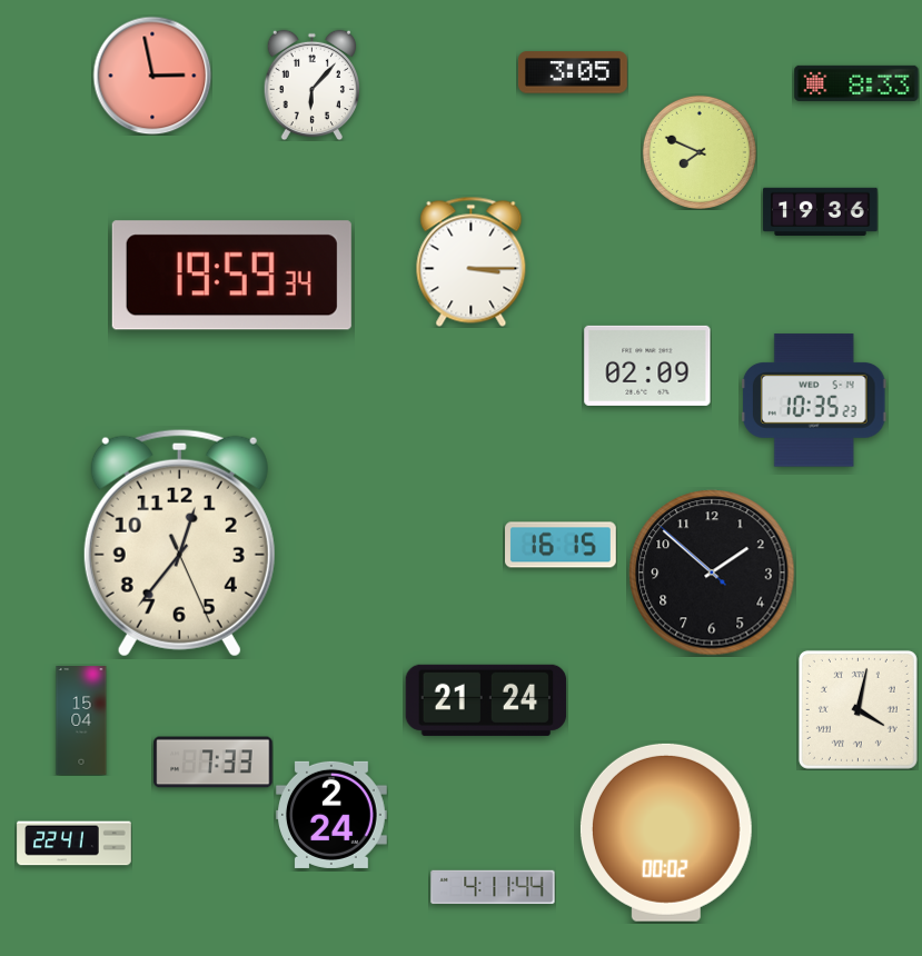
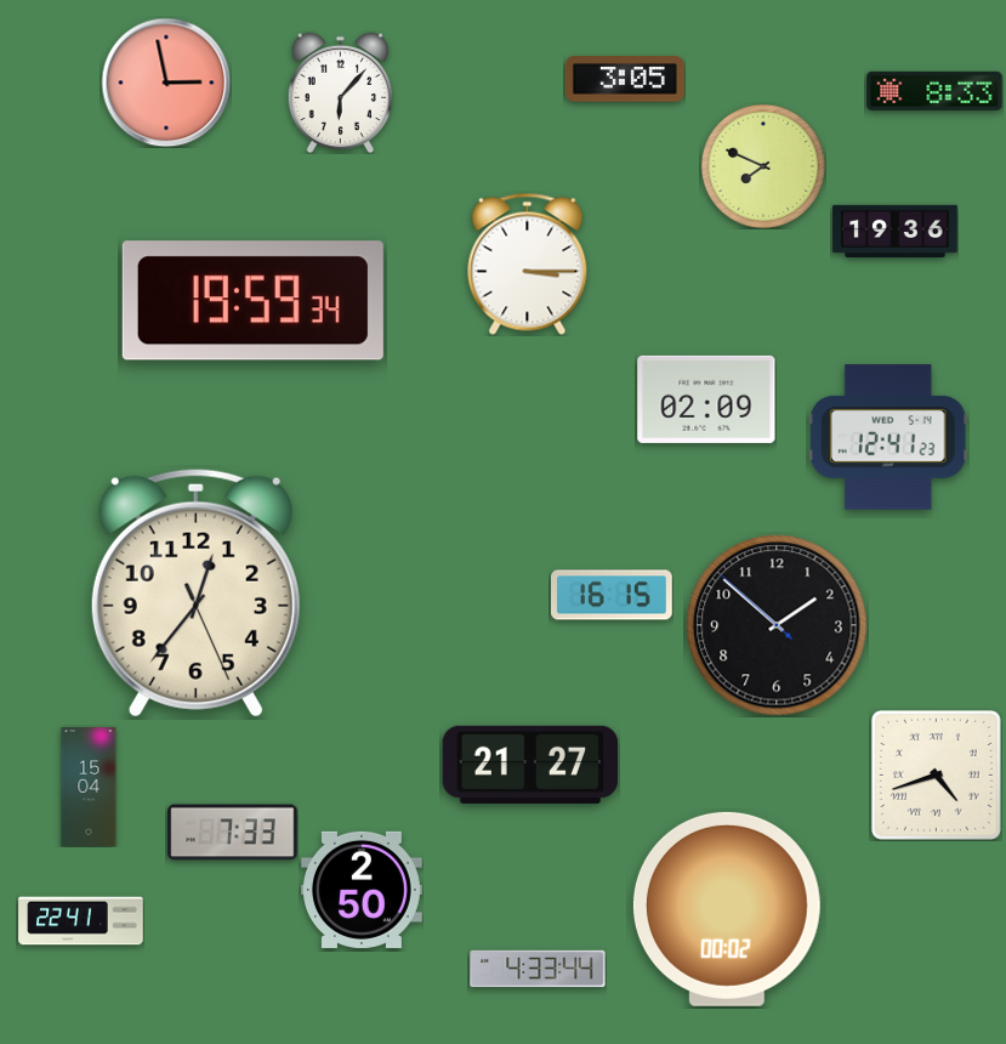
clock at (472, 261) position: (472, 261) -> (528, 263)
clock at (814, 400): 10:35 -> 12:41
clock at (486, 700): 21:24 -> 21:27
clock at (857, 709): 4:02 -> 4:42
clock at (333, 815): 2:24 -> 2:50
clock at (493, 887): 4:11 -> 4:33
